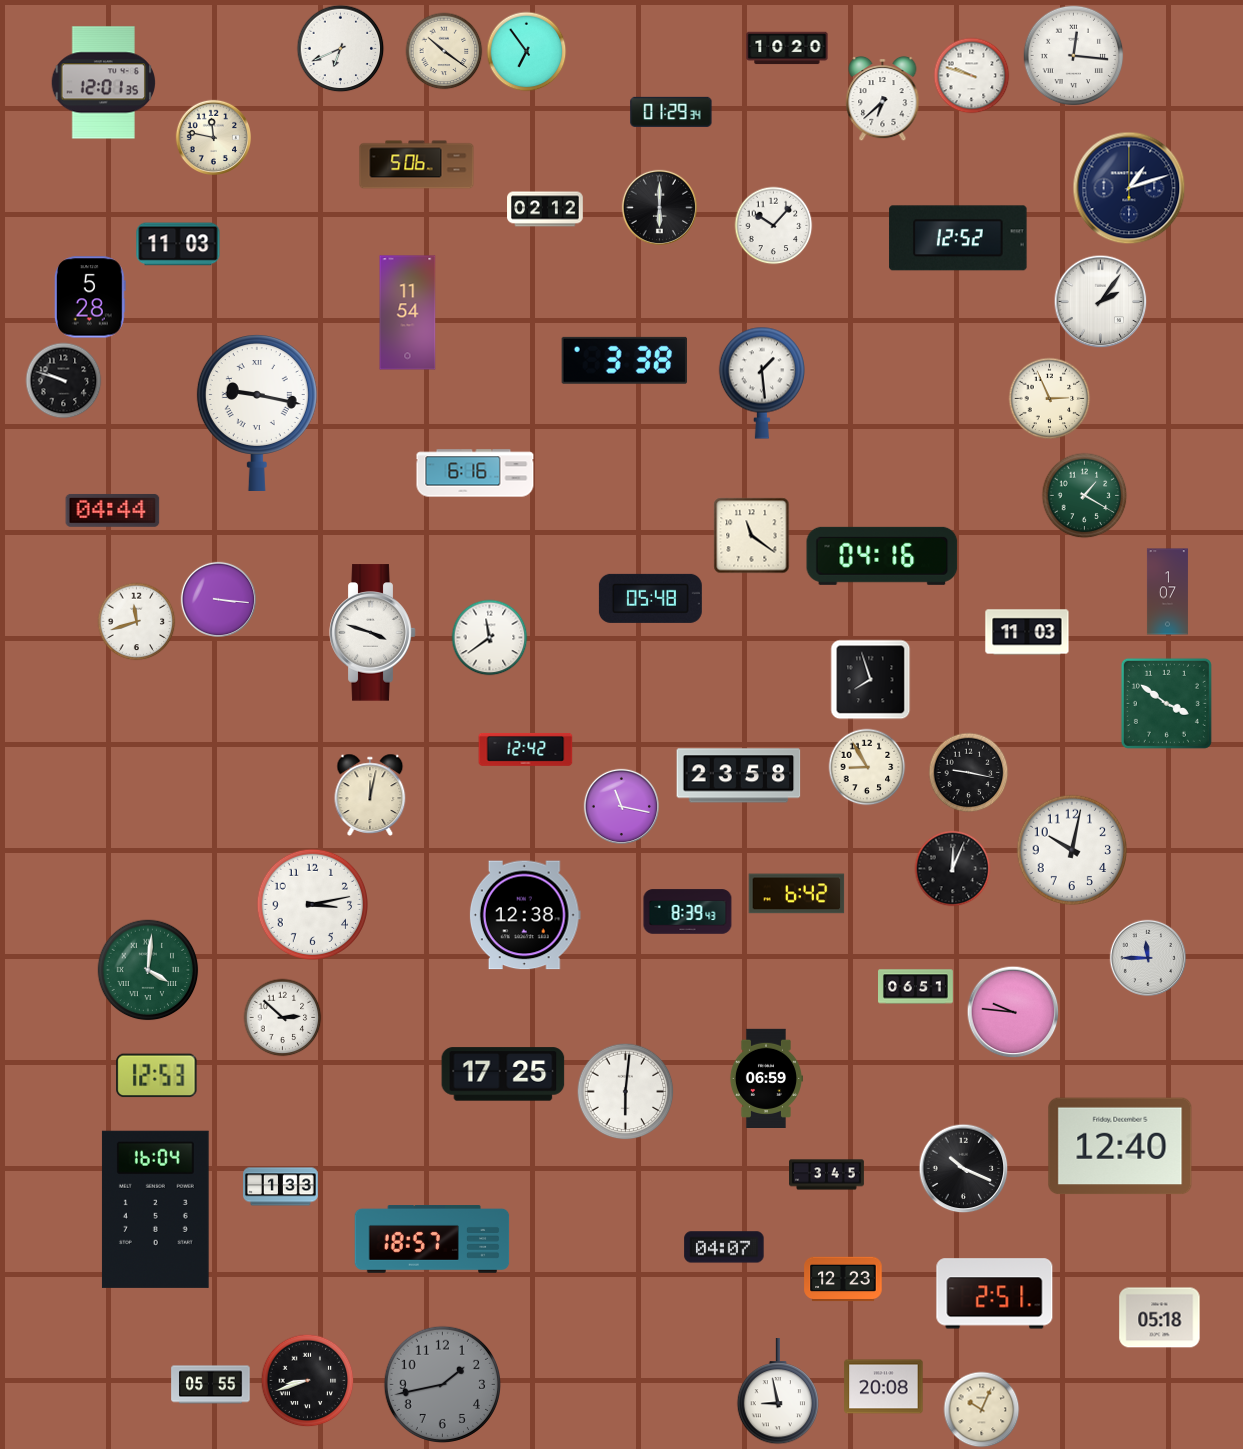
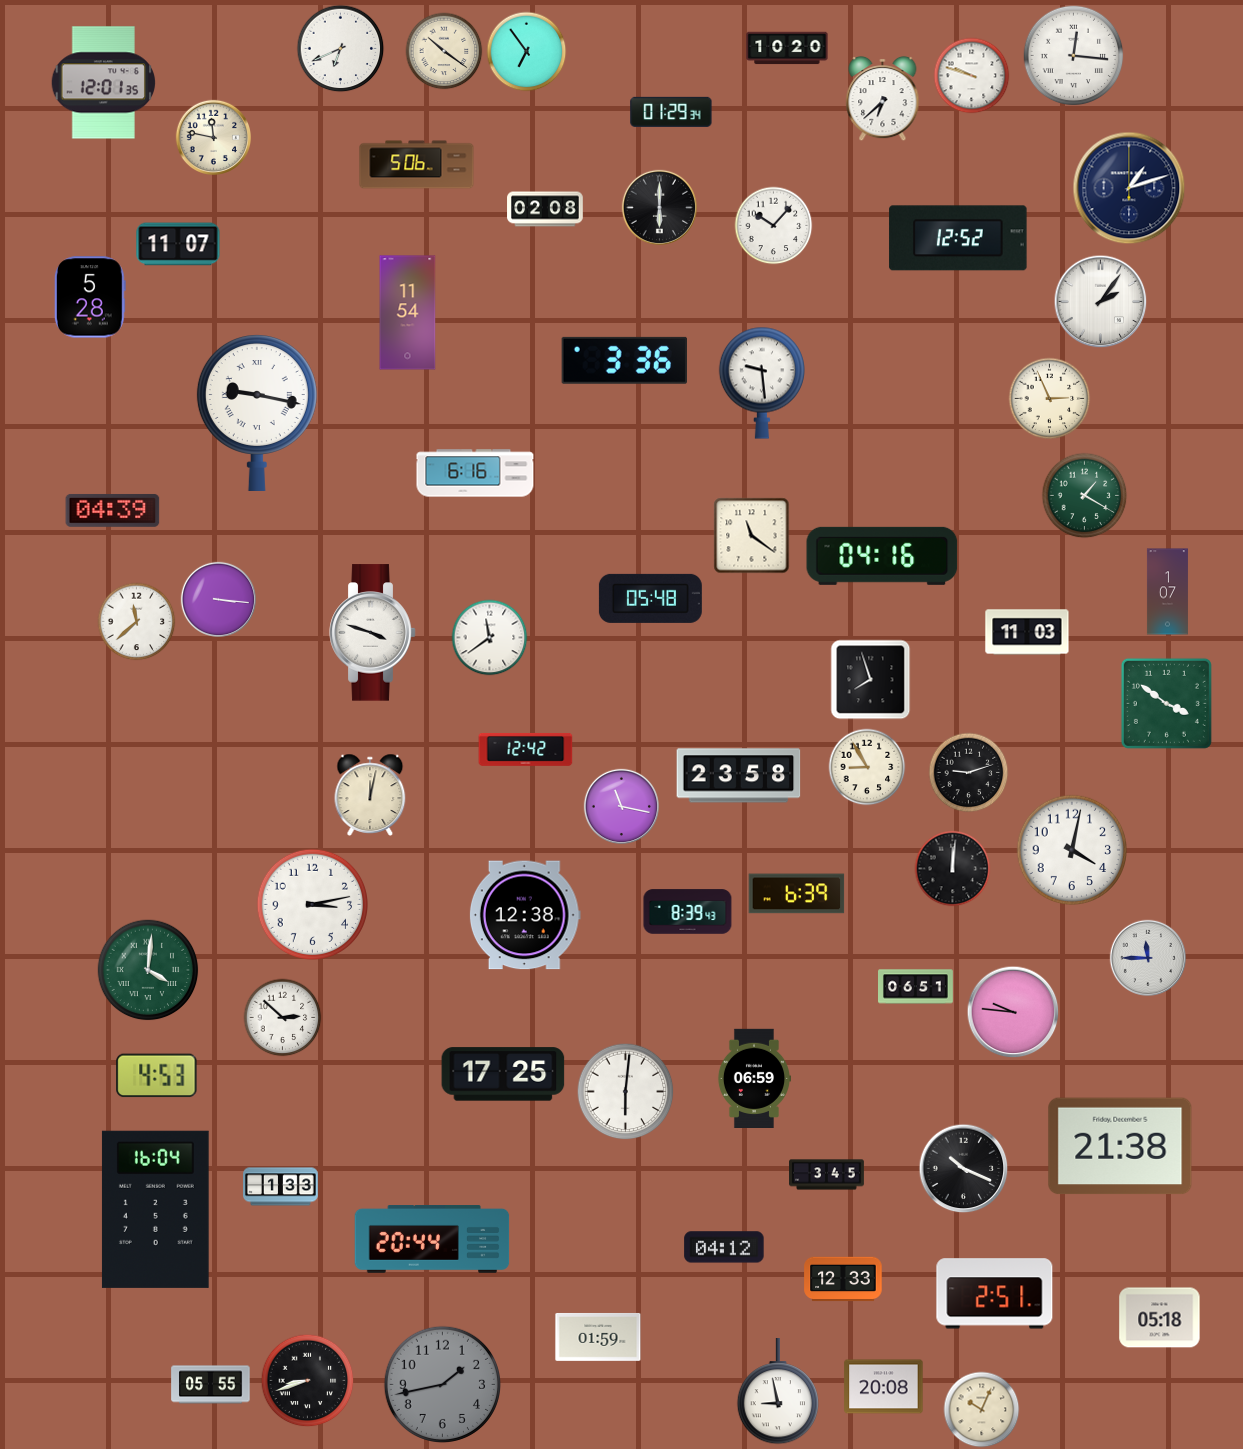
clock at (545, 209): 02:12 -> 02:08
clock at (178, 244): 11:03 -> 11:07
clock at (624, 360): 3:38 -> 3:36
clock at (64, 381): 9:48 -> none
clock at (762, 383): 1:29 -> 9:29
clock at (113, 510): 04:44 -> 04:39
clock at (137, 622): 11:42 -> 11:38
clock at (969, 773): 9:17 -> 9:12
clock at (1072, 850): 10:02 -> 4:02
clock at (953, 869): 12:04 -> 12:01
clock at (797, 894): 6:42 -> 6:39
clock at (157, 1076): 12:53 -> 4:53
clock at (765, 1078) position: (765, 1078) -> (753, 1078)
clock at (1120, 1146): 12:40 -> 21:38
clock at (432, 1240): 18:57 -> 20:44
clock at (724, 1247): 04:07 -> 04:12
clock at (843, 1279): 12:23 -> 12:33
clock at (598, 1337): none -> 01:59
